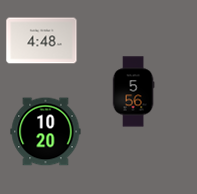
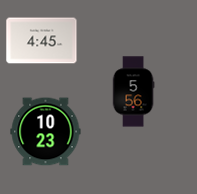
clock at (42, 41): 4:48 -> 4:45
clock at (46, 132): 10:20 -> 10:23
